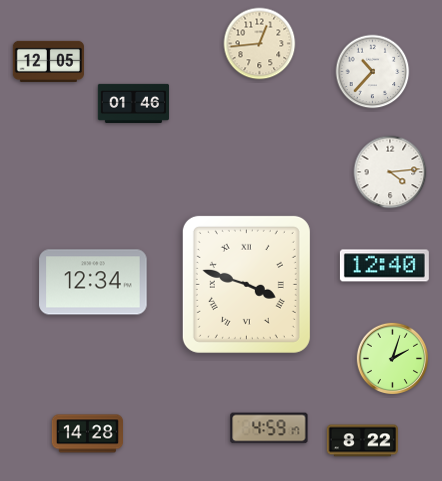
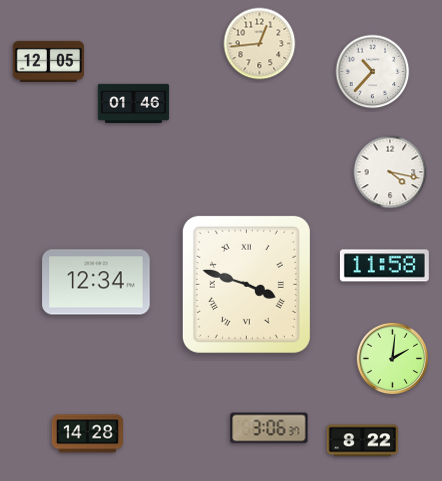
clock at (390, 172): 4:14 -> 4:17
clock at (384, 266): 12:40 -> 11:58
clock at (93, 282) position: (93, 282) -> (96, 282)
clock at (392, 358): 2:03 -> 2:01
clock at (269, 428): 4:59 -> 3:06
